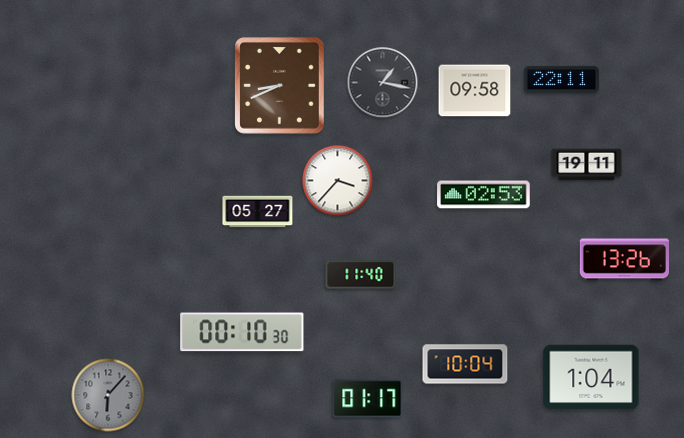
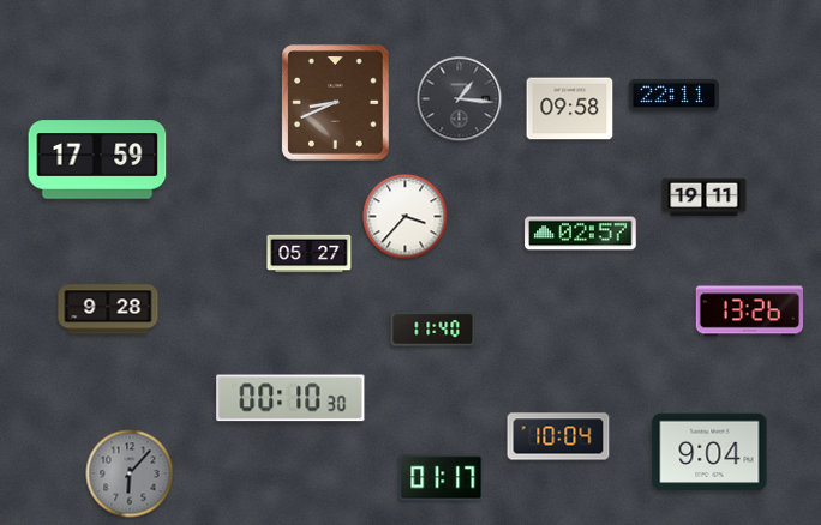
clock at (383, 83): 1:17 -> 1:16
clock at (97, 159): none -> 17:59
clock at (484, 195): 02:53 -> 02:57
clock at (108, 309): none -> 9:28
clock at (591, 377): 1:04 -> 9:04
